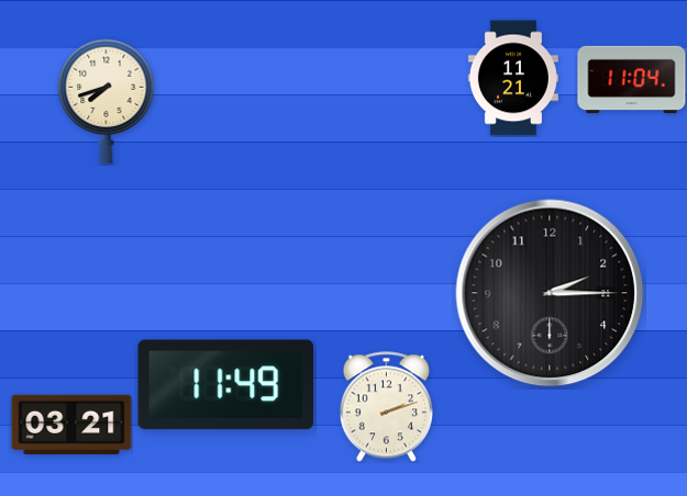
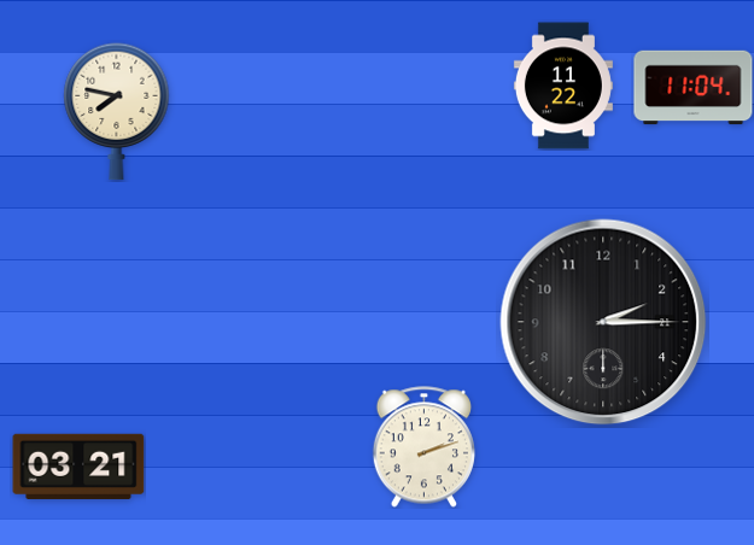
clock at (513, 78): 11:21 -> 11:22
clock at (107, 102): 7:42 -> 7:47
clock at (226, 385): 11:49 -> none
